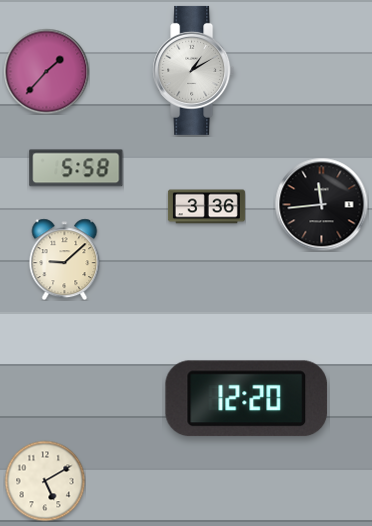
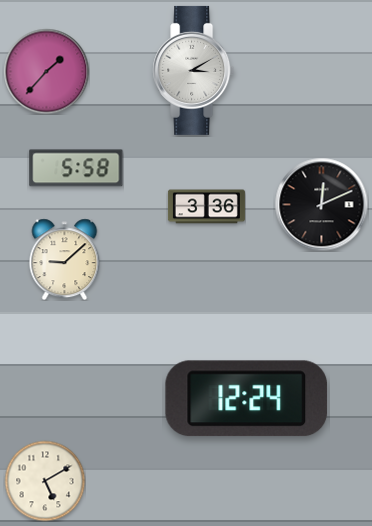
clock at (194, 70): 1:10 -> 3:10
clock at (321, 204): 11:44 -> 12:11
clock at (247, 399): 12:20 -> 12:24
